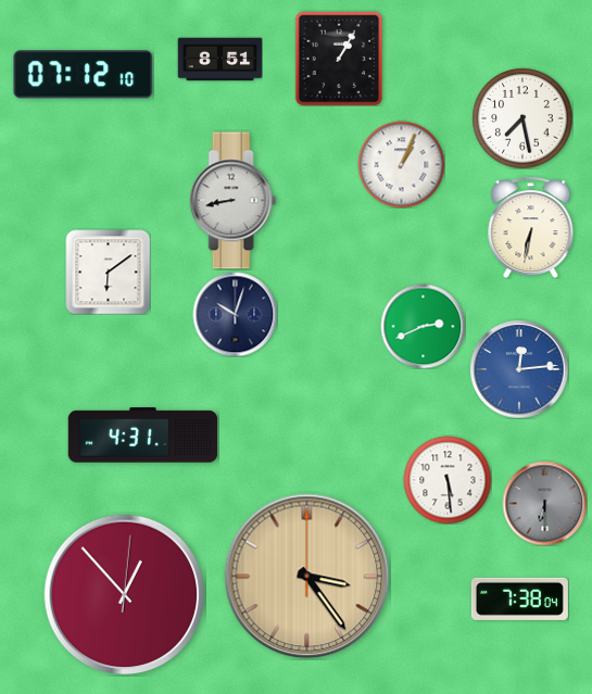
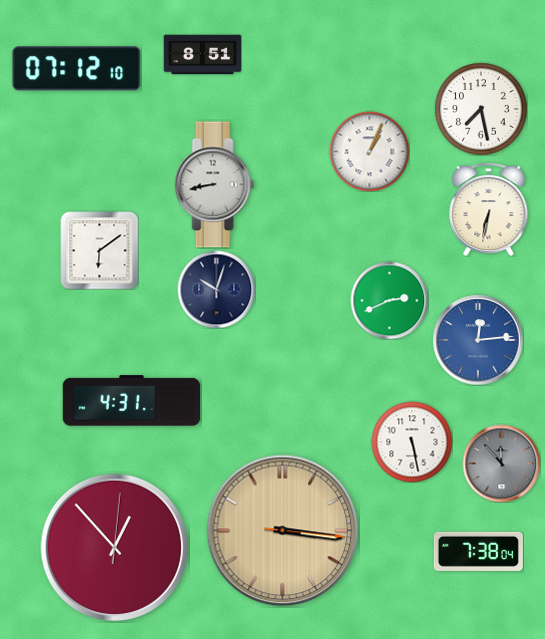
clock at (339, 59): 1:05 -> none
clock at (448, 480): 5:29 -> 5:28
clock at (544, 503): 6:30 -> 11:53
clock at (307, 577): 3:24 -> 3:16
